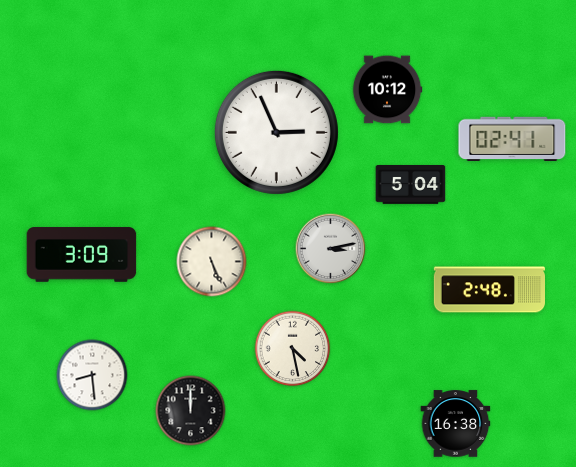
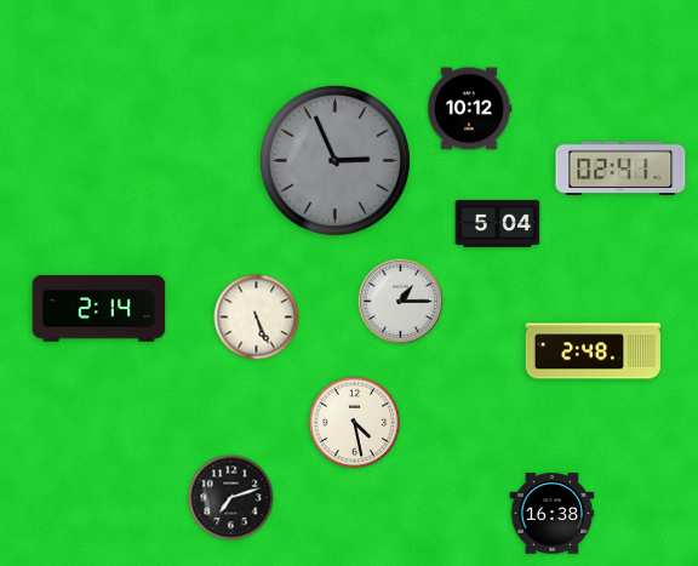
clock at (276, 132) dial: white -> grey
clock at (331, 249): 3:13 -> 1:15
clock at (82, 255): 3:09 -> 2:14
clock at (92, 375): 8:29 -> none
clock at (191, 411): 12:00 -> 7:12
